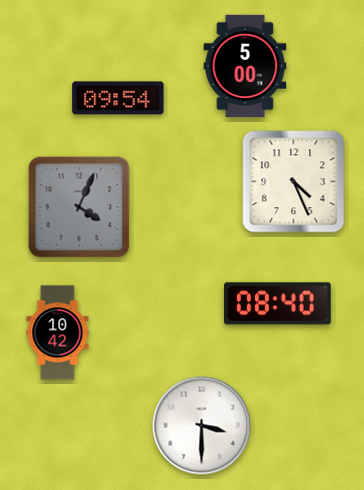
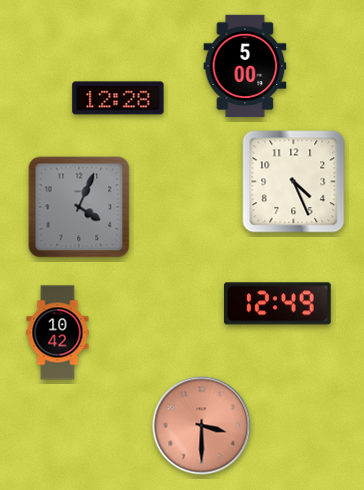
clock at (118, 98): 09:54 -> 12:28
clock at (277, 304): 08:40 -> 12:49
clock at (202, 426) dial: white -> salmon
